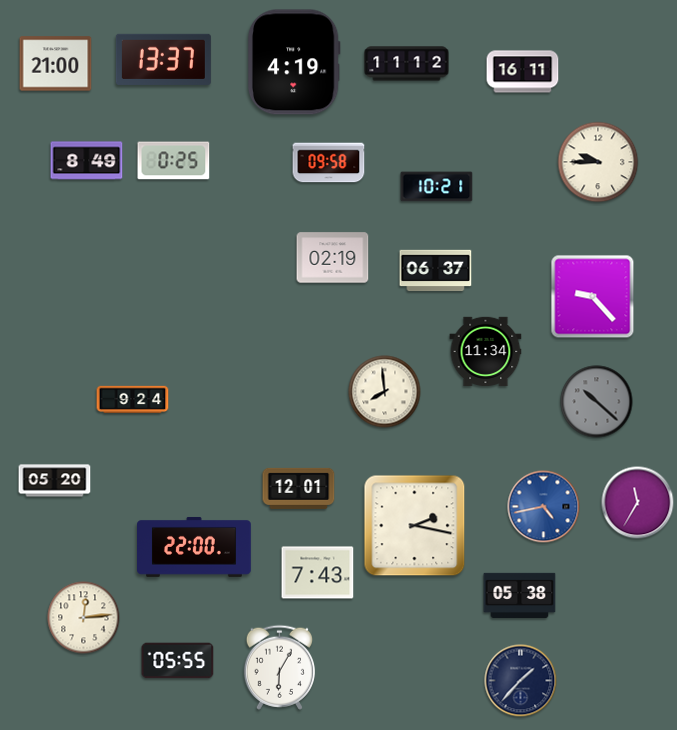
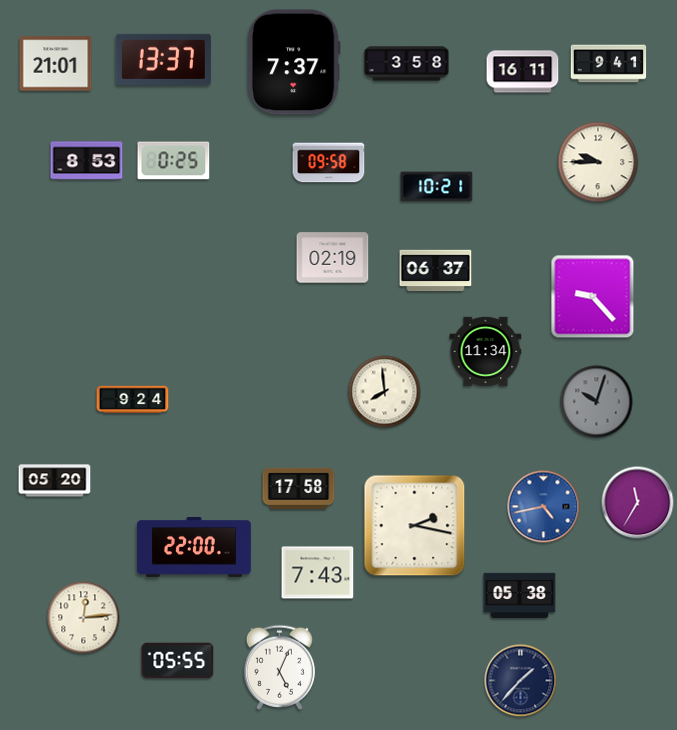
clock at (294, 62): 4:19 -> 7:37
clock at (56, 64): 21:00 -> 21:01
clock at (407, 64): 11:12 -> 3:58
clock at (609, 64): none -> 9:41
clock at (87, 161): 8:49 -> 8:53
clock at (597, 402): 10:22 -> 10:03
clock at (299, 488): 12:01 -> 17:58
clock at (279, 667): 6:05 -> 5:04
